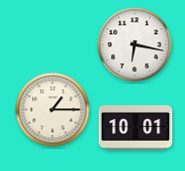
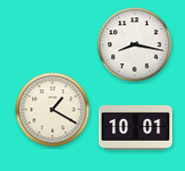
clock at (135, 45): 6:17 -> 8:17
clock at (53, 110): 1:15 -> 1:20
